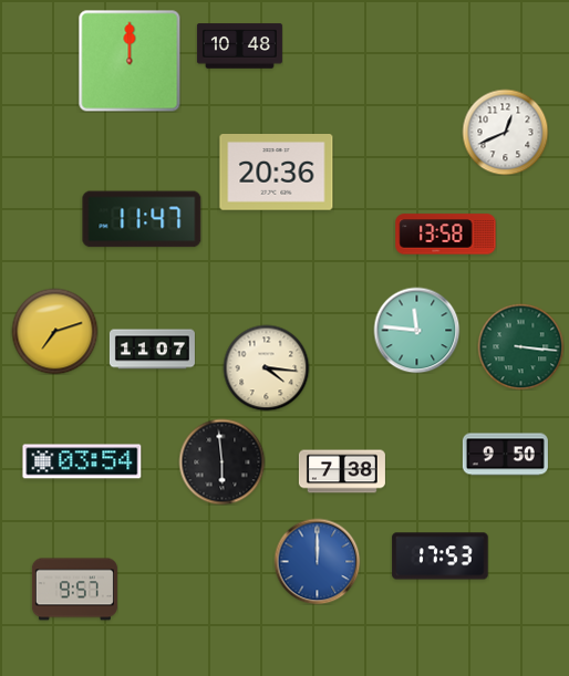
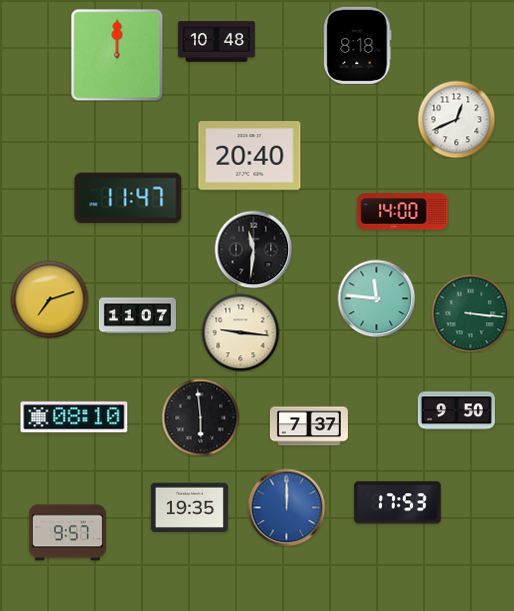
clock at (358, 45): none -> 8:18
clock at (277, 173): 20:36 -> 20:40
clock at (446, 235): 13:58 -> 14:00
clock at (253, 249): none -> 11:31
clock at (266, 367): 4:16 -> 9:16
clock at (82, 461): 03:54 -> 08:10
clock at (342, 471): 7:38 -> 7:37
clock at (189, 508): none -> 19:35
